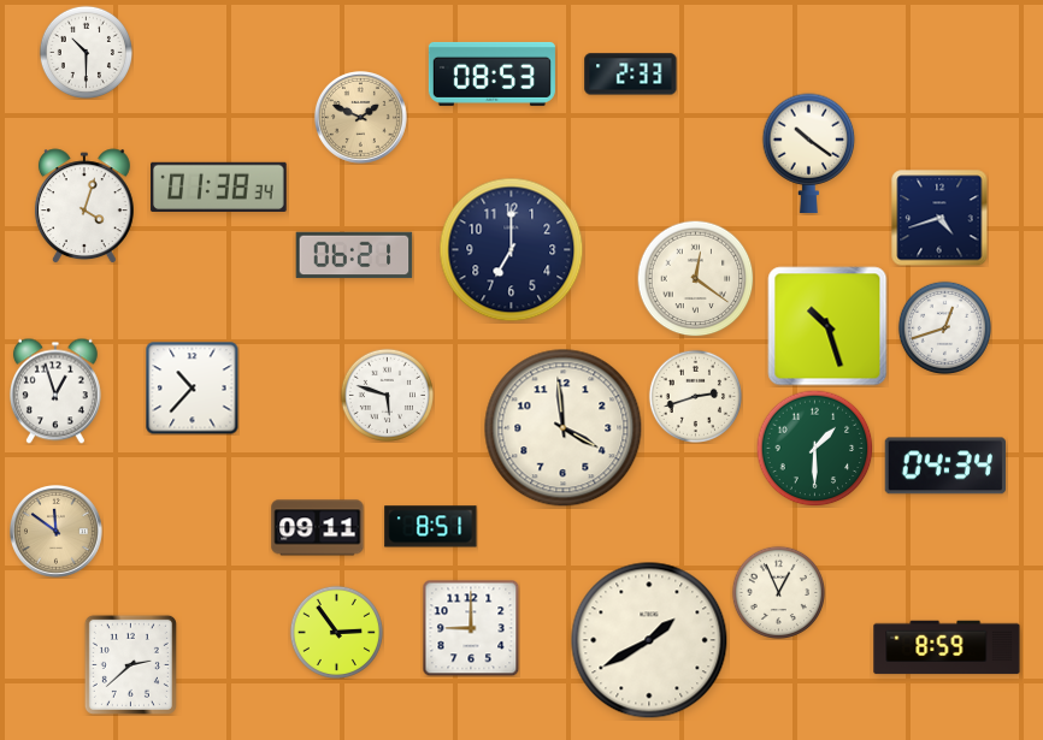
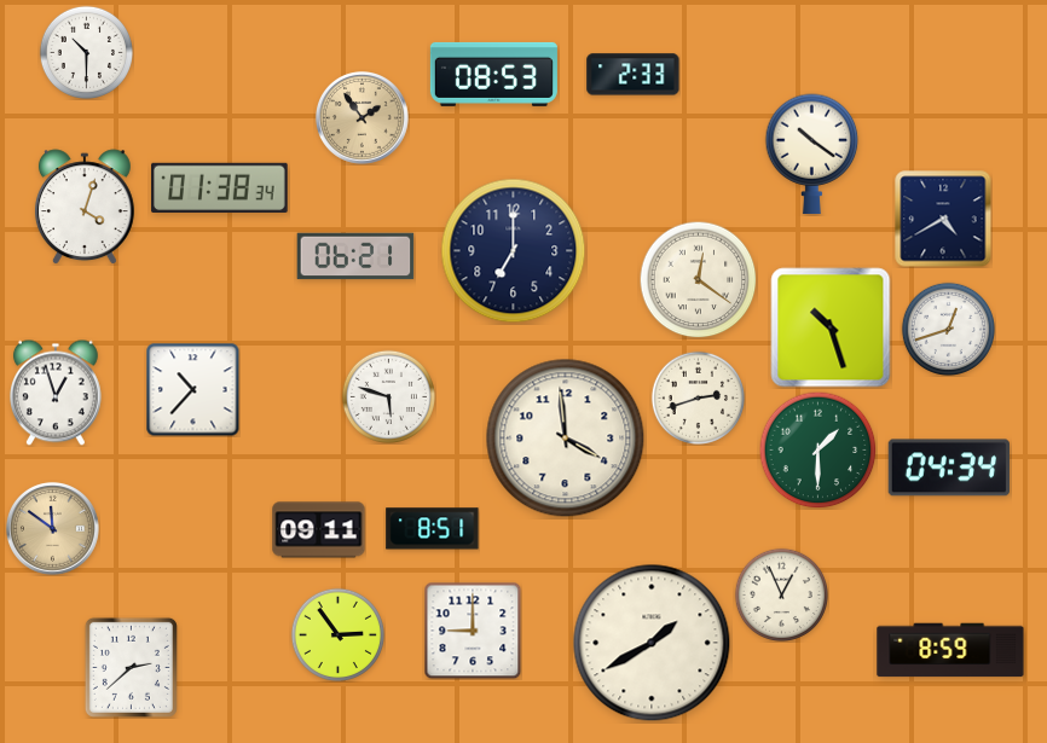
clock at (361, 118): 1:49 -> 1:54
clock at (939, 218): 4:42 -> 4:40
clock at (564, 428) position: (564, 428) -> (566, 439)
clock at (57, 532) position: (57, 532) -> (53, 529)
